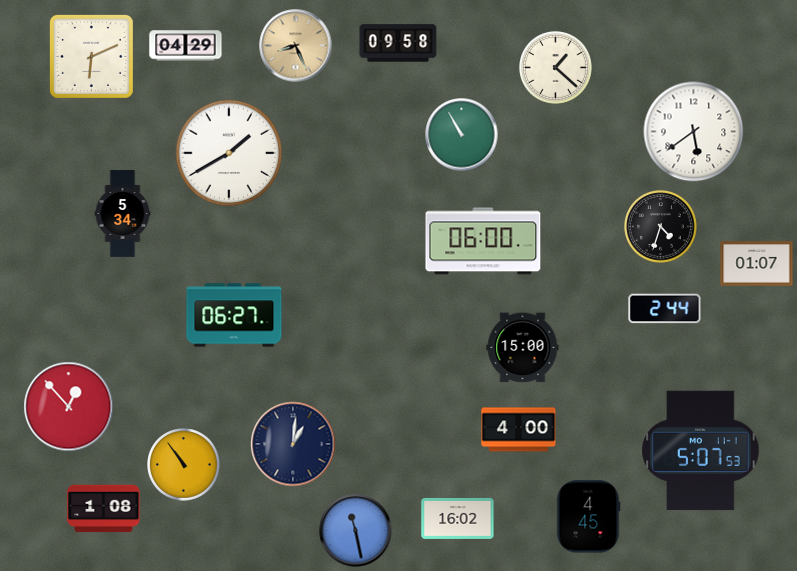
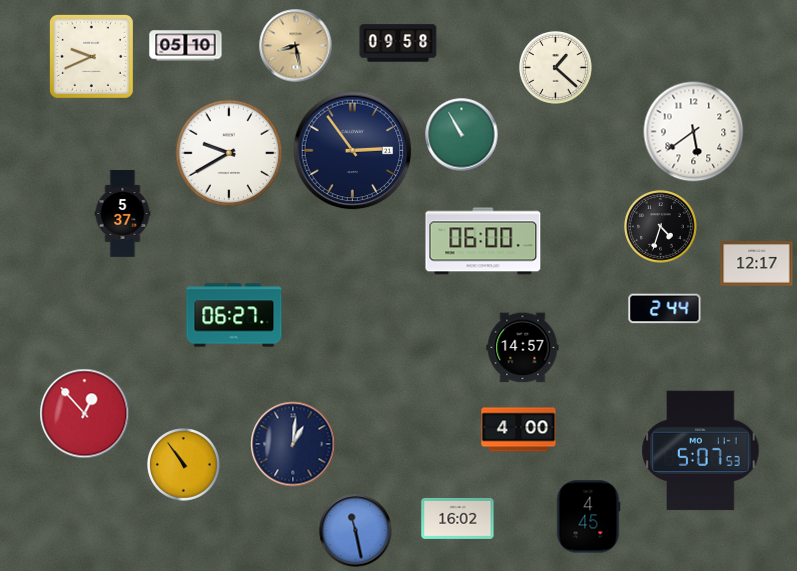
clock at (186, 46): 04:29 -> 05:10
clock at (296, 46): 8:26 -> 8:28
clock at (91, 56): 6:11 -> 9:41
clock at (353, 151): none -> 2:54
clock at (229, 153): 1:40 -> 9:40
clock at (123, 214): 5:34 -> 5:37
clock at (757, 264): 01:07 -> 12:17
clock at (523, 348): 15:00 -> 14:57
clock at (69, 407) position: (69, 407) -> (85, 414)
clock at (104, 509): 1:08 -> none
